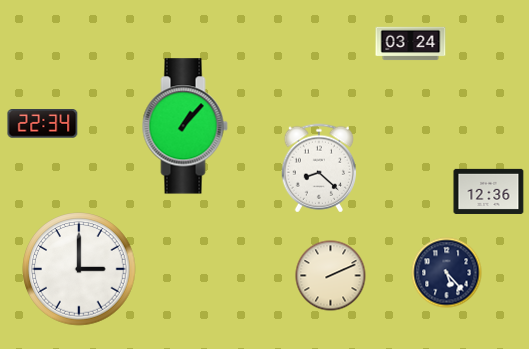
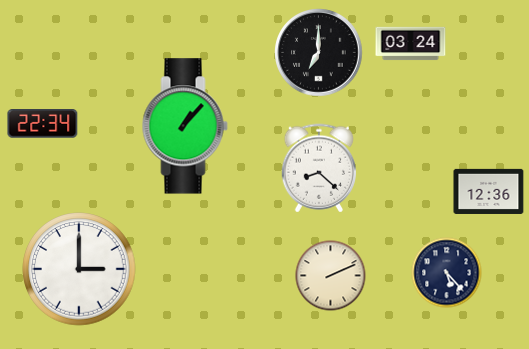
clock at (319, 53): none -> 7:00
